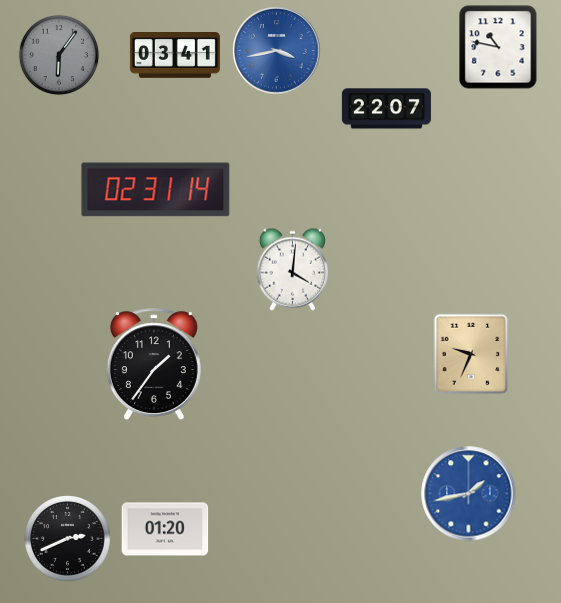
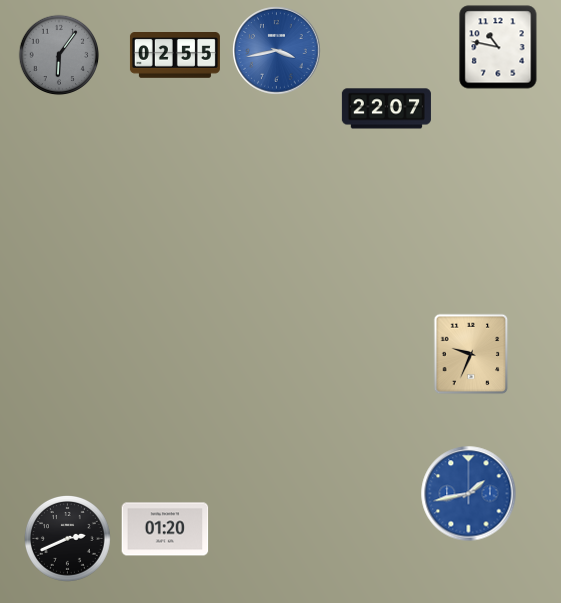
clock at (175, 56): 03:41 -> 02:55
clock at (156, 190): 02:31 -> none
clock at (292, 269): 4:01 -> none
clock at (154, 364): 1:36 -> none
